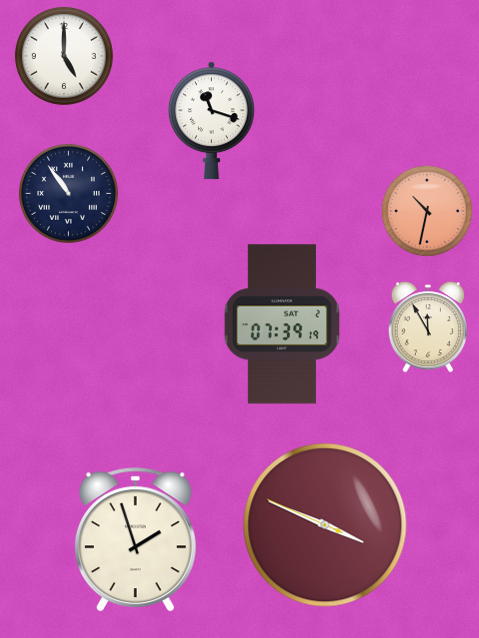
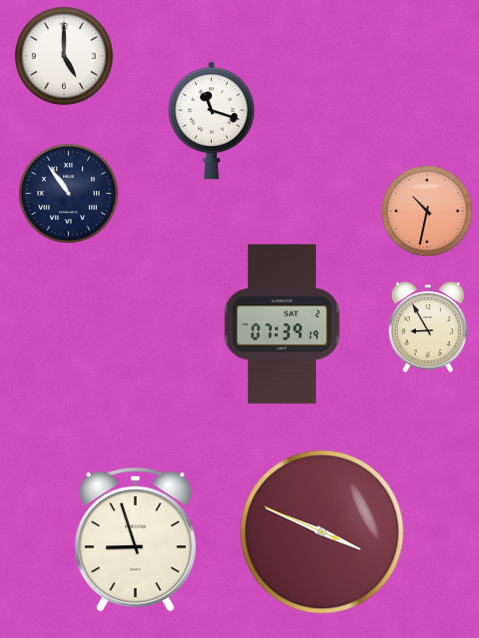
clock at (428, 327): 11:55 -> 8:55
clock at (325, 525) position: (325, 525) -> (322, 532)
clock at (135, 540): 1:57 -> 8:57
